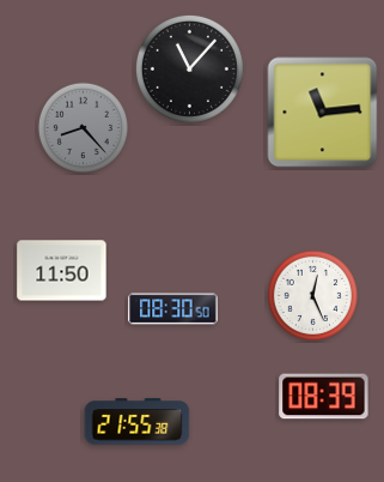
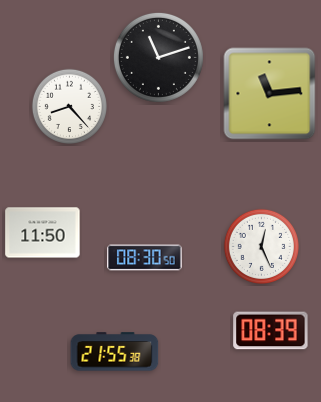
clock at (189, 68): 11:07 -> 11:12
clock at (83, 127) dial: grey -> white
clock at (62, 271) position: (62, 271) -> (43, 233)
